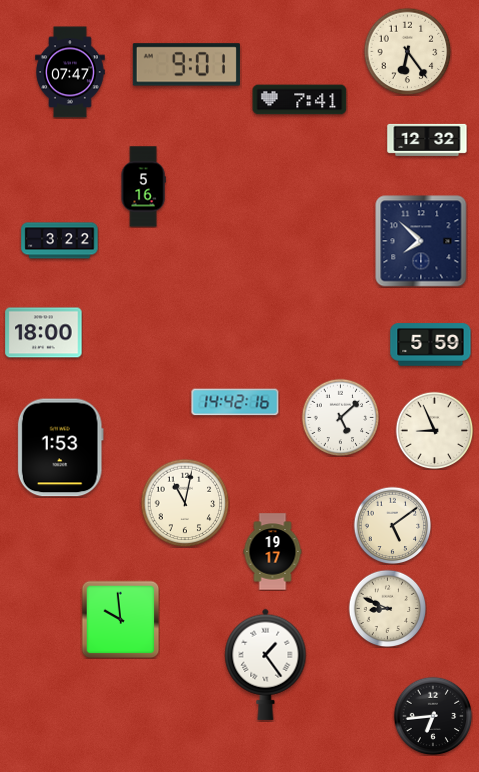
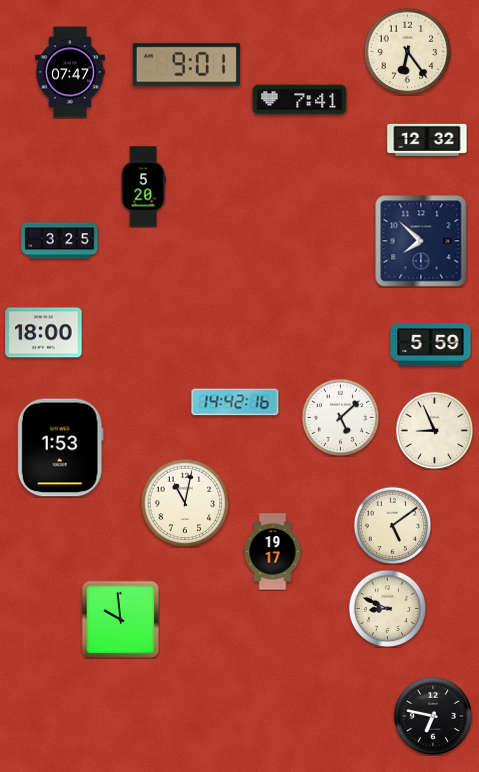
clock at (143, 187): 5:16 -> 5:20
clock at (60, 241): 3:22 -> 3:25
clock at (266, 664): 1:24 -> none
clock at (433, 716): 6:44 -> 6:47
